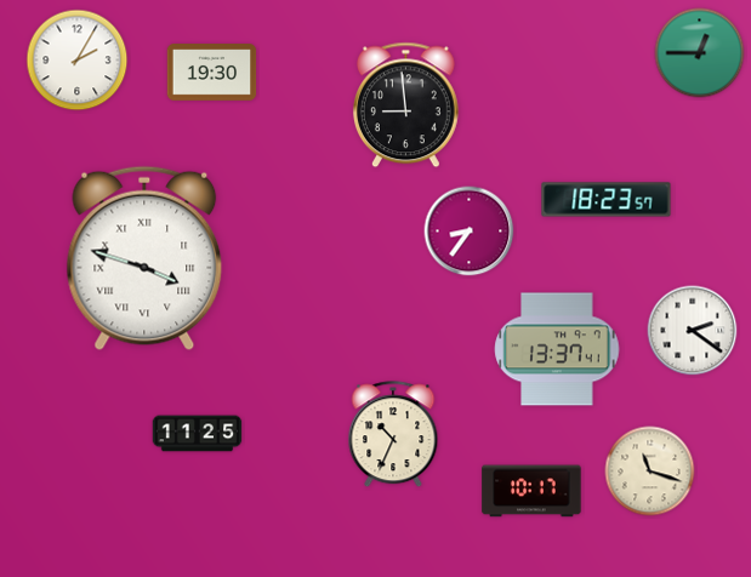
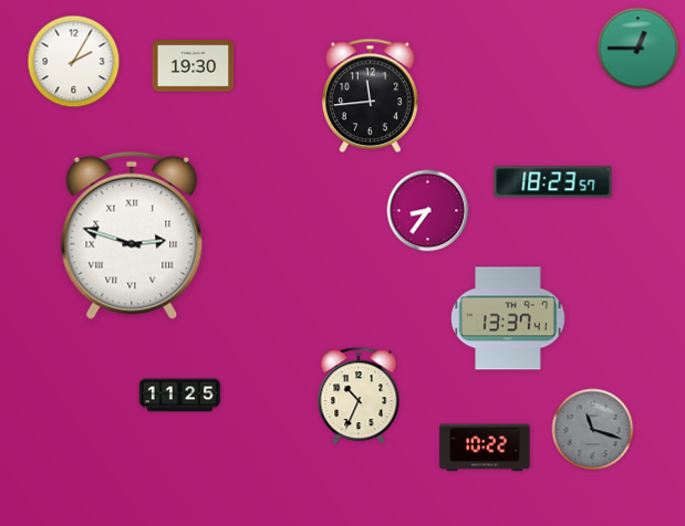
clock at (78, 61) position: (78, 61) -> (74, 62)
clock at (405, 105): 8:59 -> 11:44
clock at (144, 258): 3:48 -> 2:48
clock at (693, 331): 2:21 -> none
clock at (650, 472) dial: cream -> grey
clock at (531, 491): 10:17 -> 10:22
